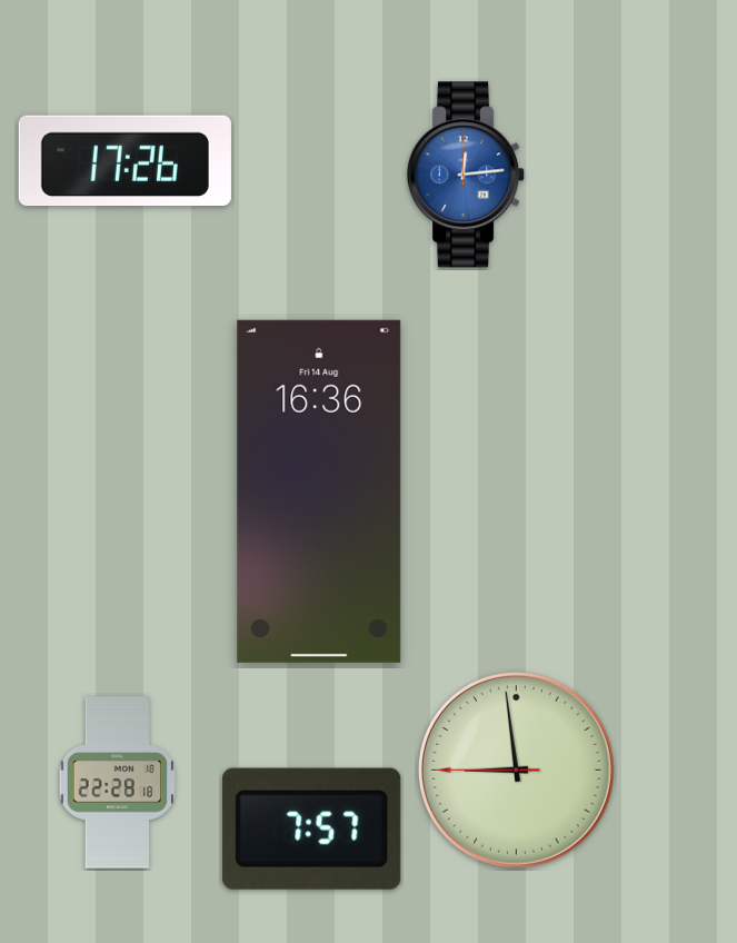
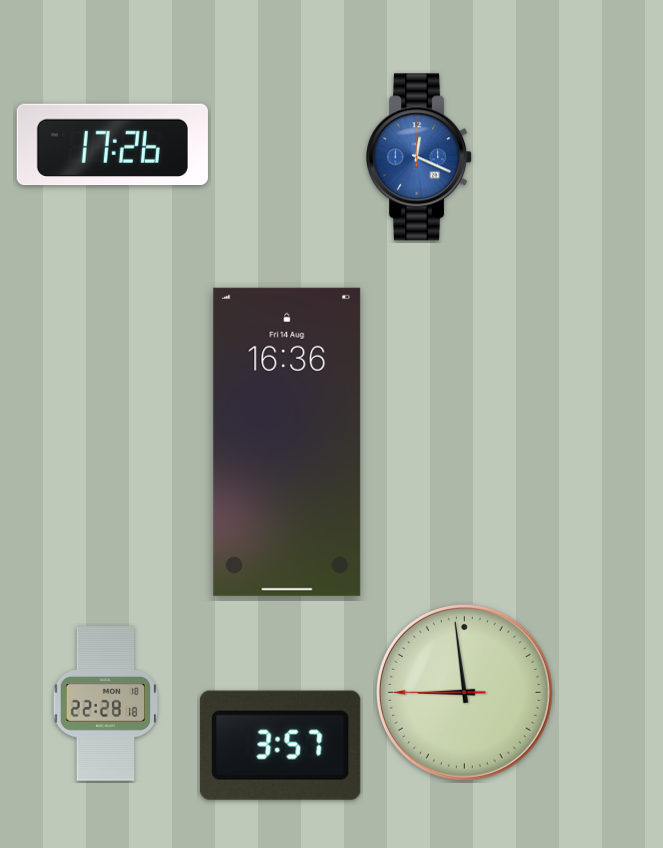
clock at (467, 175): 12:14 -> 12:19
clock at (311, 828): 7:57 -> 3:57
